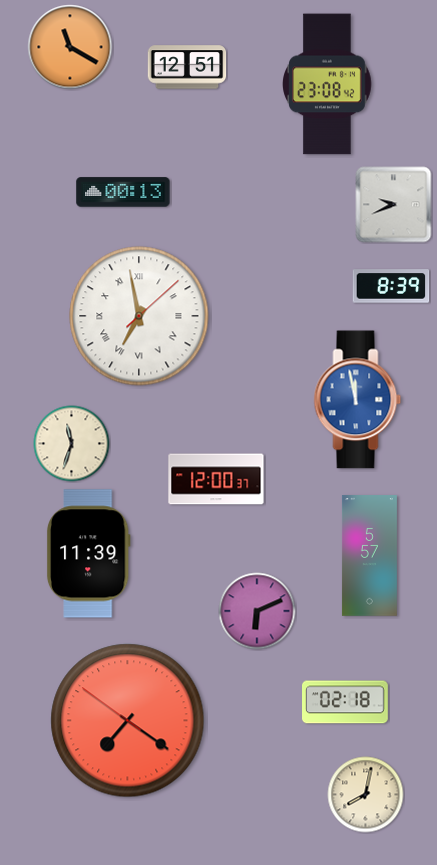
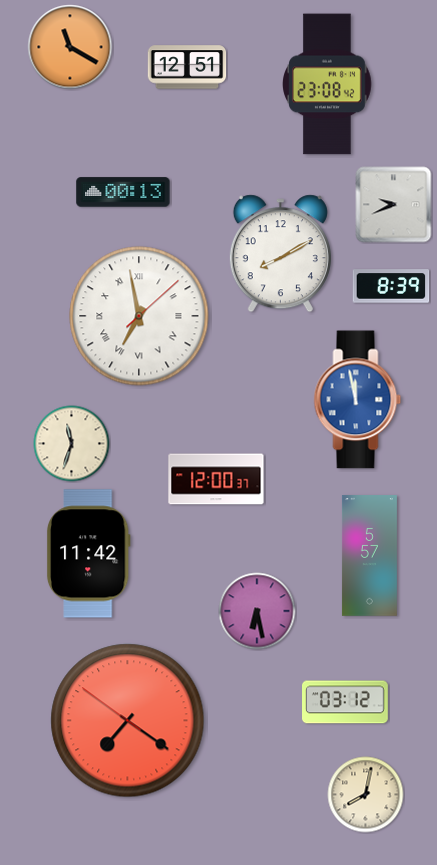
clock at (280, 254): none -> 8:10
clock at (88, 554): 11:39 -> 11:42
clock at (257, 611): 6:11 -> 6:28
clock at (346, 702): 02:18 -> 03:12
